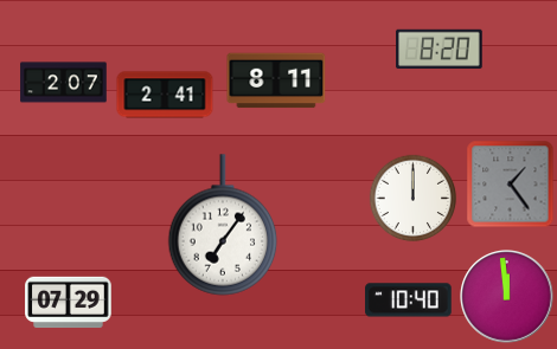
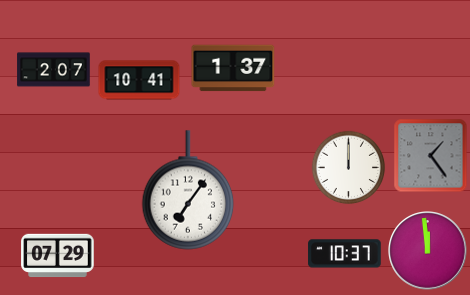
clock at (440, 50): 8:20 -> none
clock at (276, 80): 8:11 -> 1:37
clock at (165, 95): 2:41 -> 10:41
clock at (409, 300): 10:40 -> 10:37
